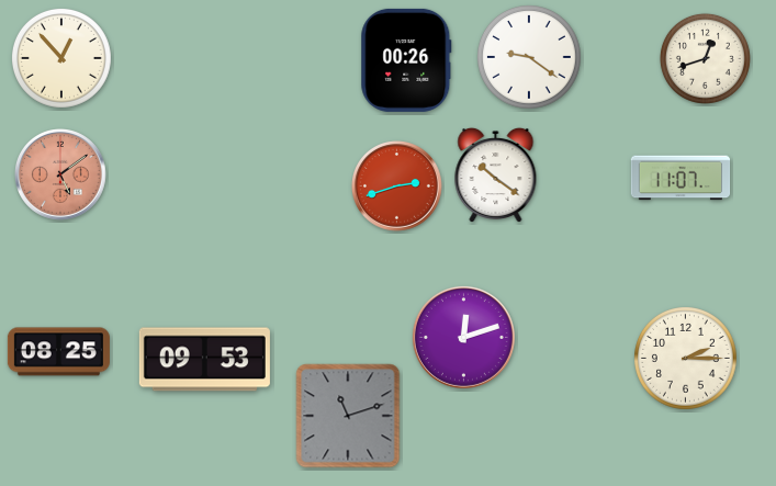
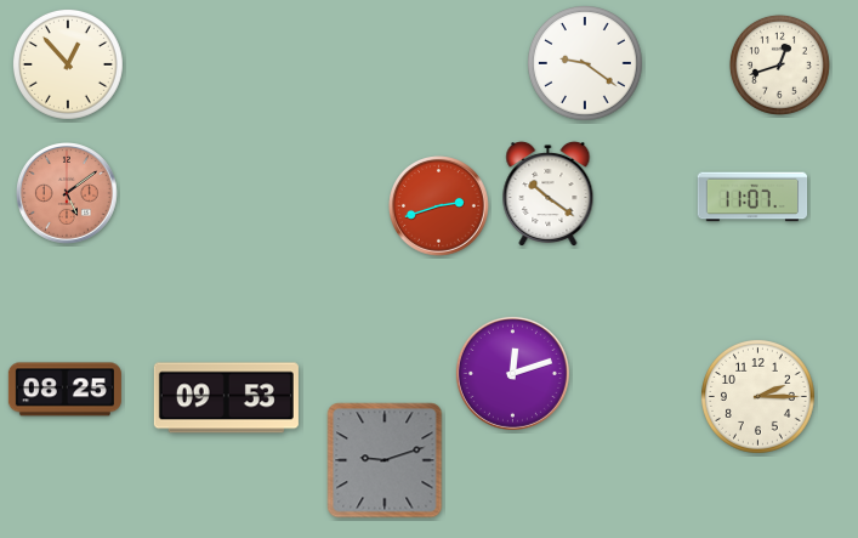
clock at (406, 60): 00:26 -> none
clock at (348, 416): 11:12 -> 9:12
